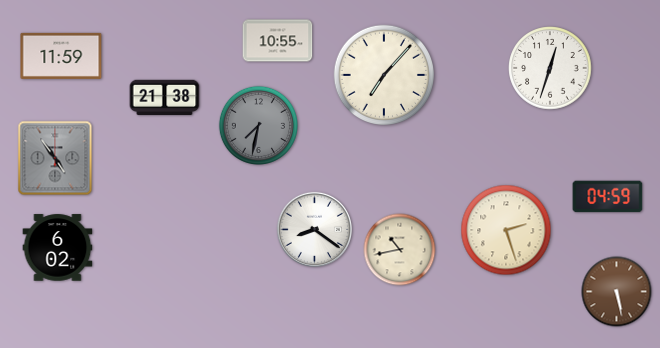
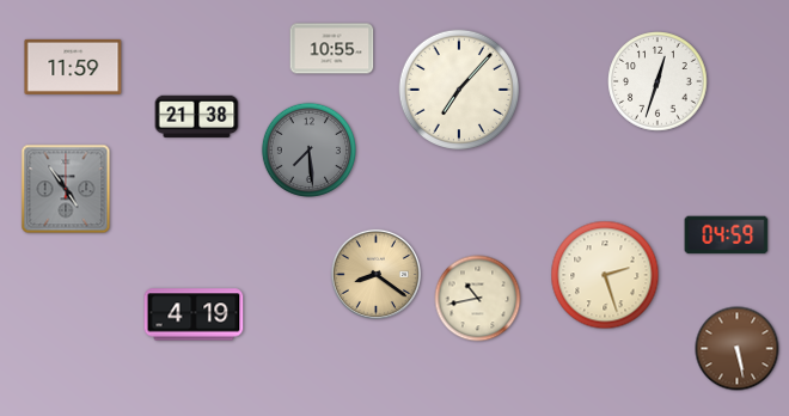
clock at (258, 125): 7:32 -> 7:29
clock at (314, 229) dial: white -> champagne
clock at (58, 248): 6:02 -> none
clock at (194, 314): none -> 4:19
